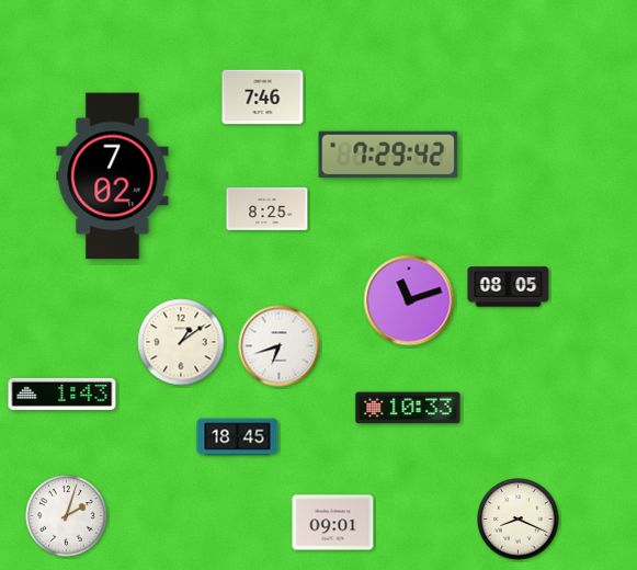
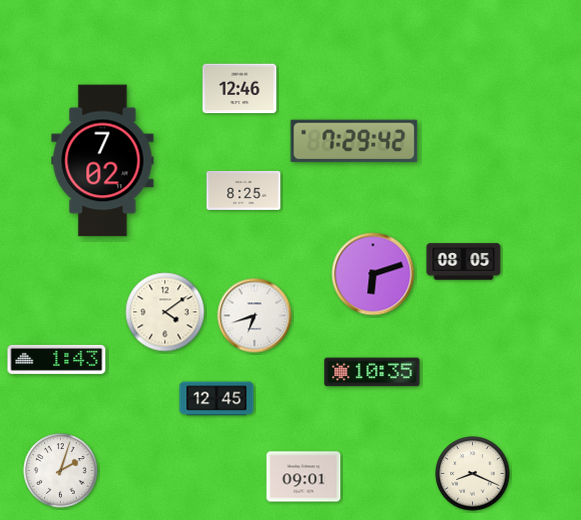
clock at (263, 98): 7:46 -> 12:46
clock at (409, 300): 11:12 -> 6:12
clock at (181, 342): 1:09 -> 4:09
clock at (408, 408): 10:33 -> 10:35
clock at (238, 437): 18:45 -> 12:45
